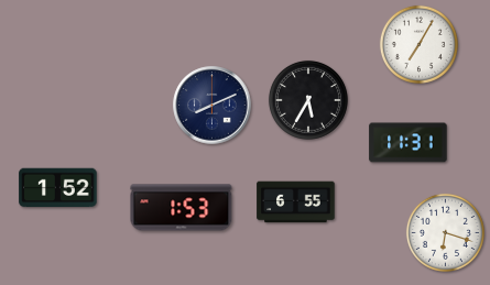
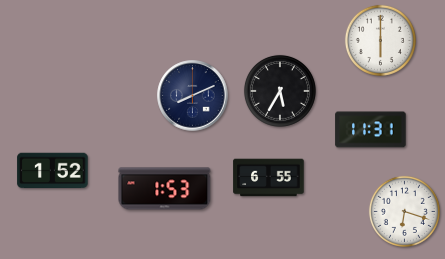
clock at (418, 44): 7:05 -> 6:00
clock at (296, 202) position: (296, 202) -> (269, 178)
